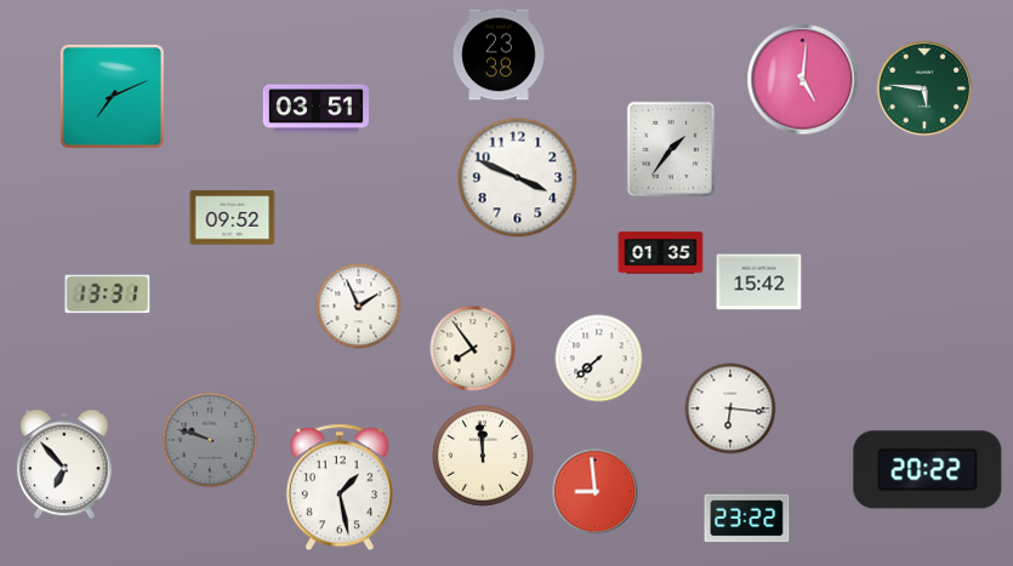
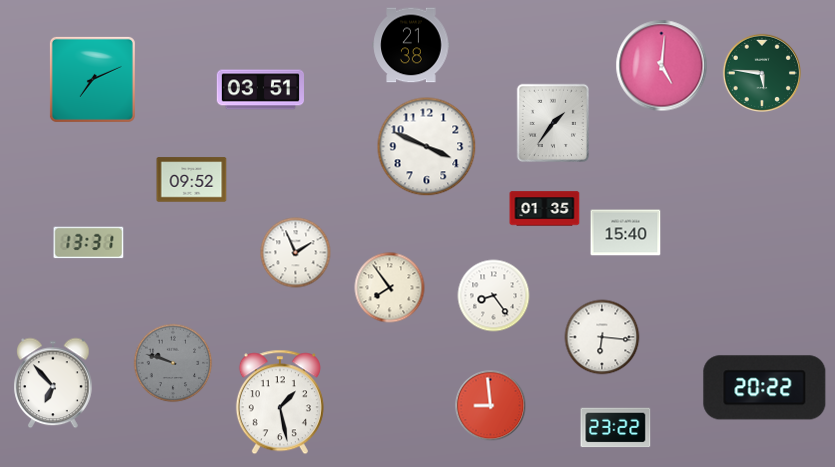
clock at (499, 55): 23:38 -> 21:38
clock at (759, 282): 15:42 -> 15:40
clock at (599, 359): 7:38 -> 8:24
clock at (483, 456): 11:59 -> none
